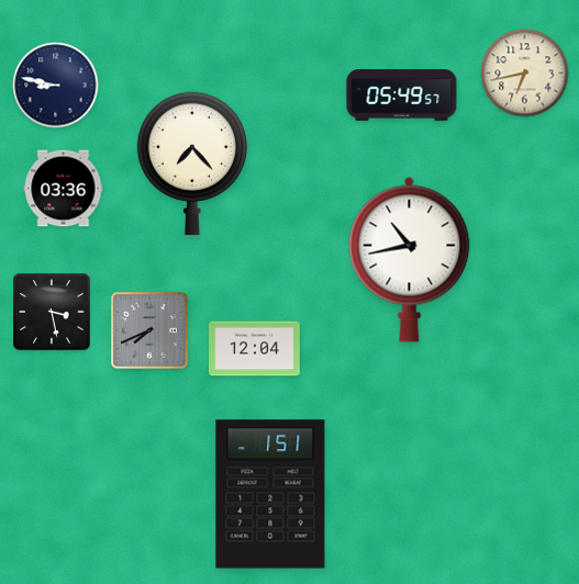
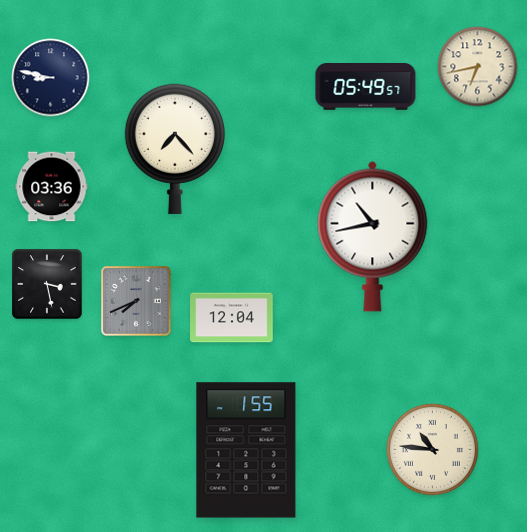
clock at (64, 189) position: (64, 189) -> (52, 187)
clock at (432, 449): none -> 10:46
clock at (270, 494): 1:51 -> 1:55
